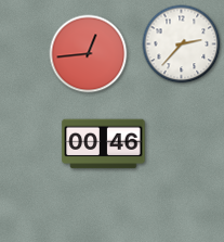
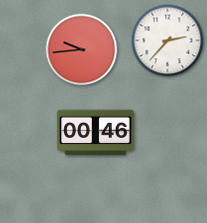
clock at (89, 54): 12:44 -> 9:44
